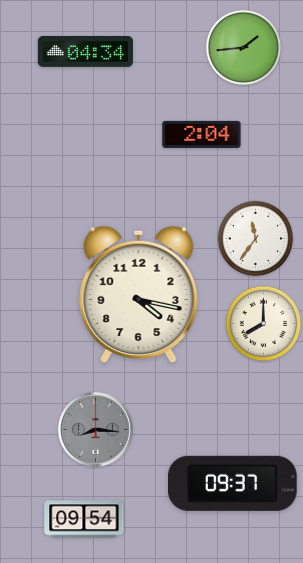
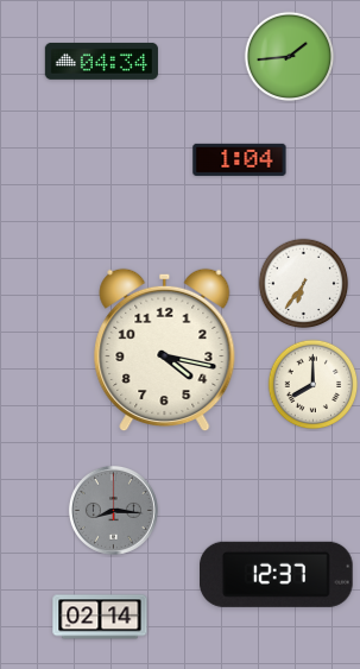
clock at (202, 134): 2:04 -> 1:04
clock at (256, 239): 11:36 -> 6:36
clock at (233, 483): 09:37 -> 12:37
clock at (84, 519): 09:54 -> 02:14
